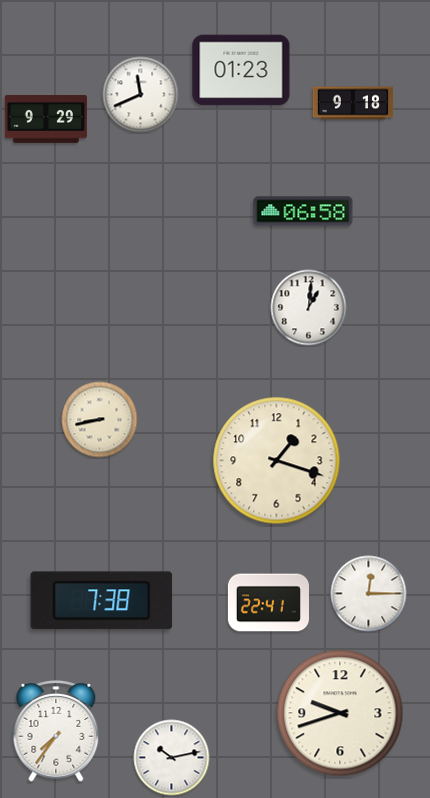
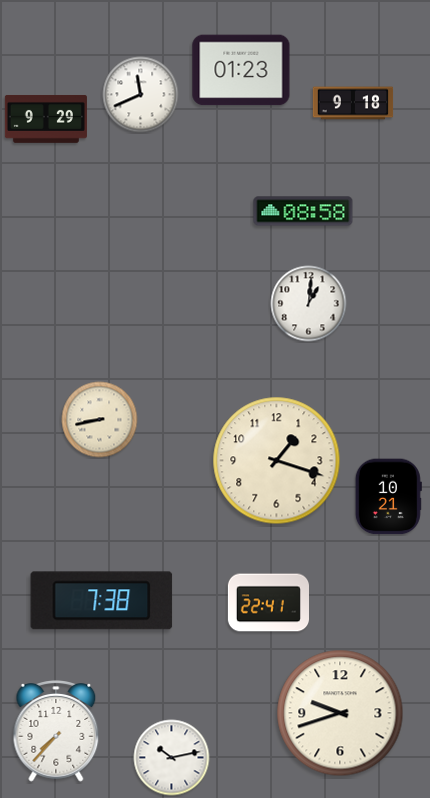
clock at (303, 211): 06:58 -> 08:58
clock at (309, 308) position: (309, 308) -> (309, 304)
clock at (388, 497): none -> 10:21
clock at (369, 594): 12:15 -> none
clock at (56, 731): 7:36 -> 7:37
